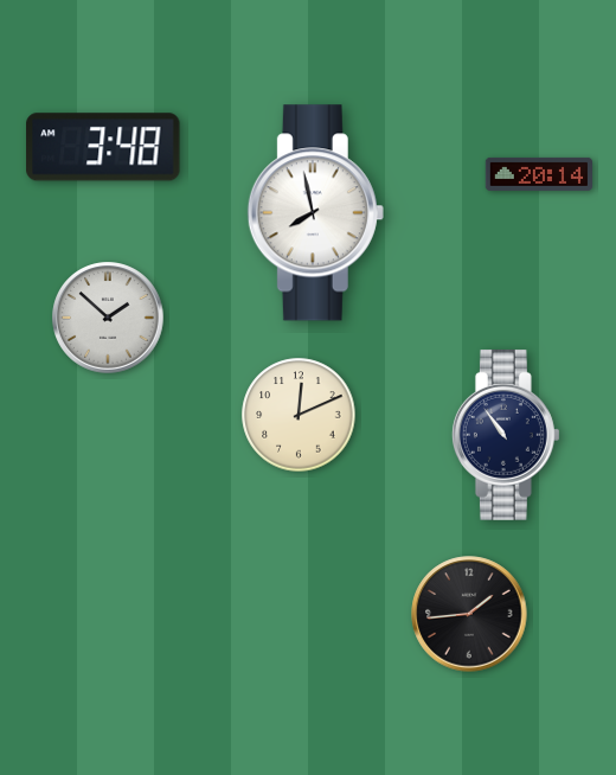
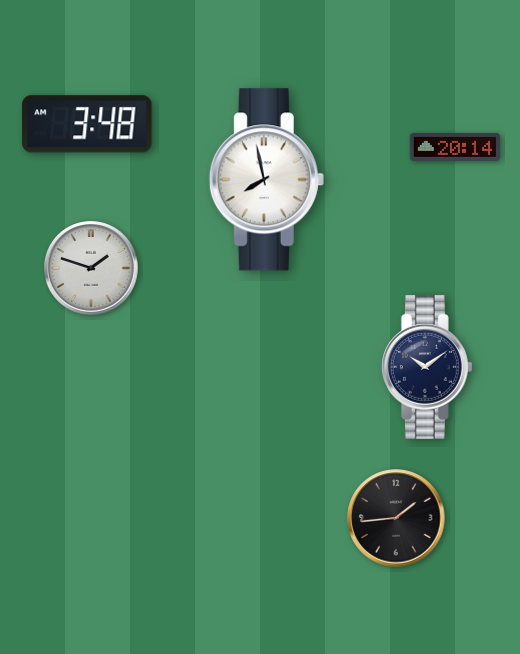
clock at (108, 318): 1:52 -> 1:48
clock at (299, 415): 12:11 -> none
clock at (506, 435): 10:54 -> 10:09
